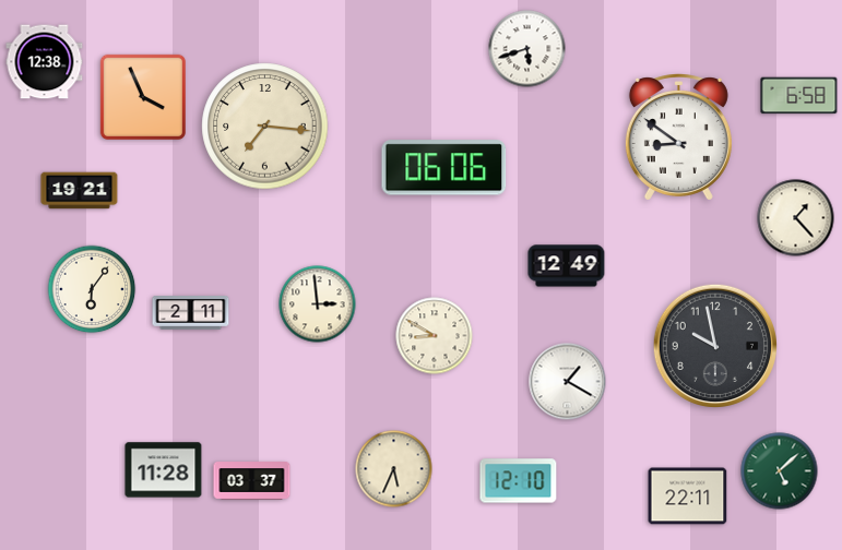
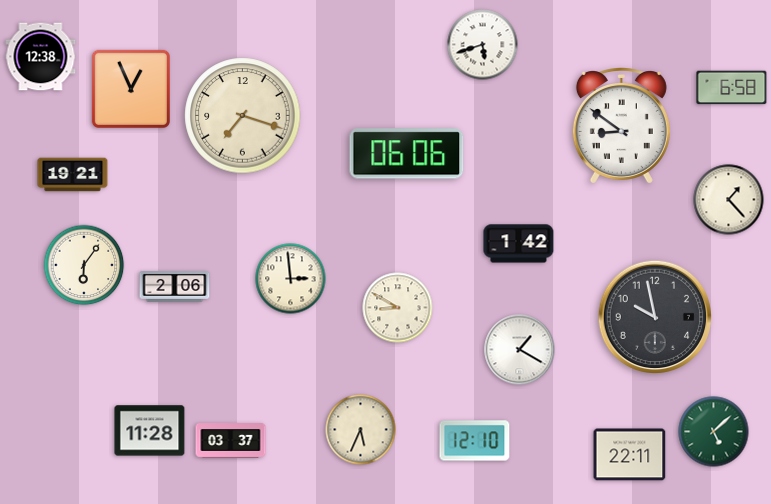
clock at (142, 96): 3:56 -> 12:56
clock at (265, 127): 7:16 -> 7:18
clock at (567, 266): 12:49 -> 1:42
clock at (191, 313): 2:11 -> 2:06
